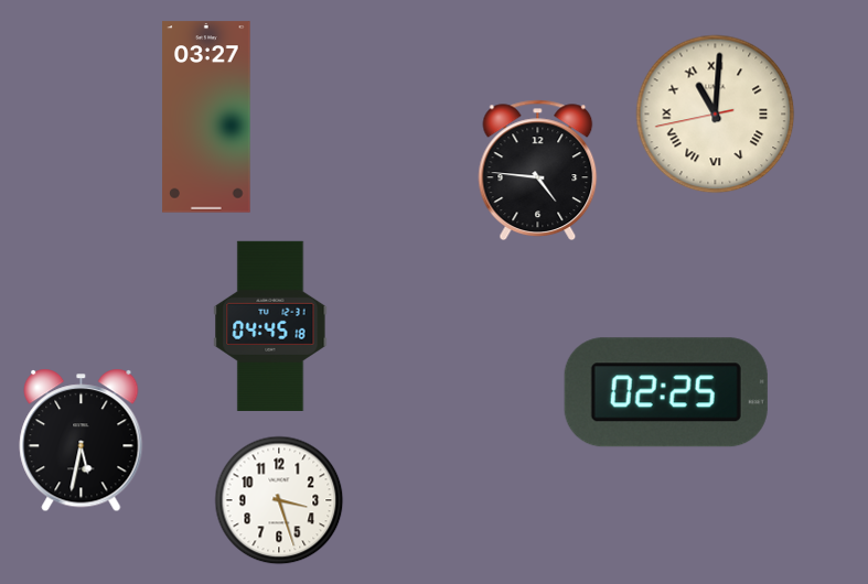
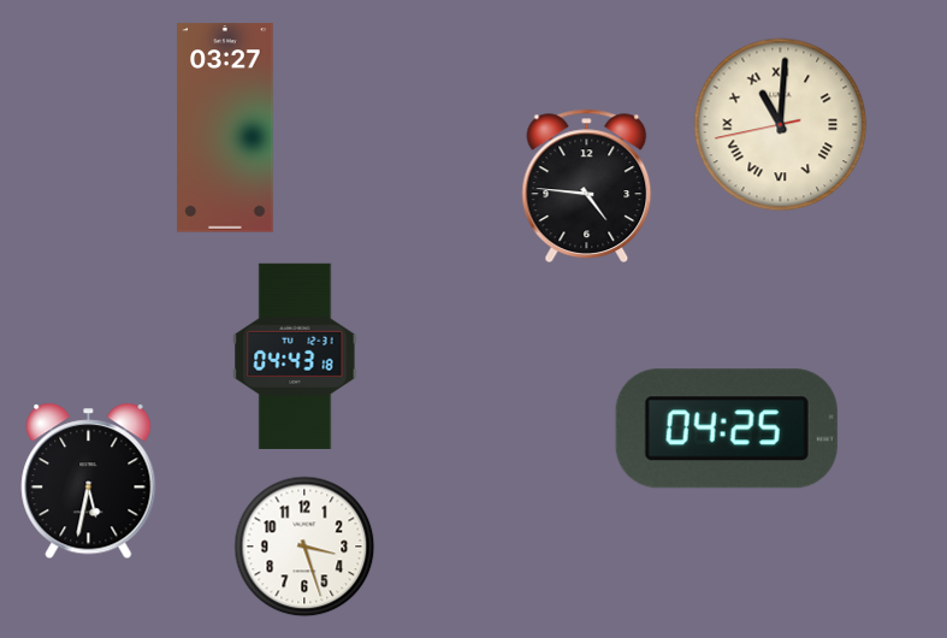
clock at (270, 326): 04:45 -> 04:43
clock at (666, 392): 02:25 -> 04:25
